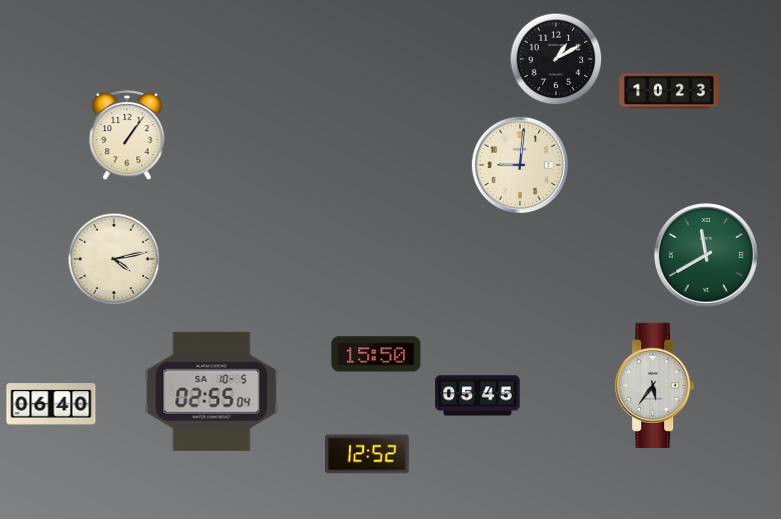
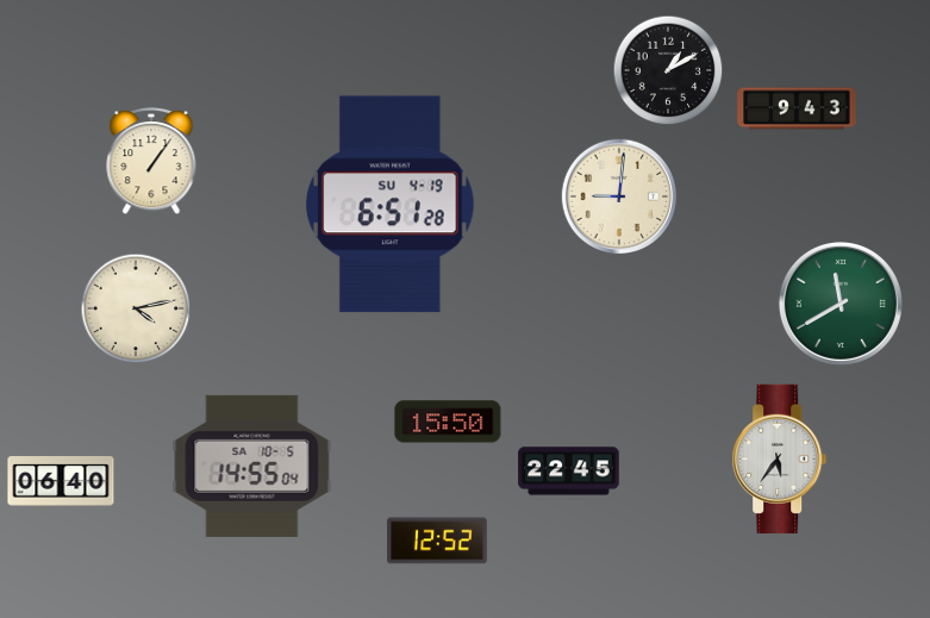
clock at (556, 59) position: (556, 59) -> (668, 70)
clock at (669, 91): 10:23 -> 9:43
clock at (391, 205): none -> 6:51
clock at (212, 391): 02:55 -> 14:55
clock at (478, 396): 05:45 -> 22:45
